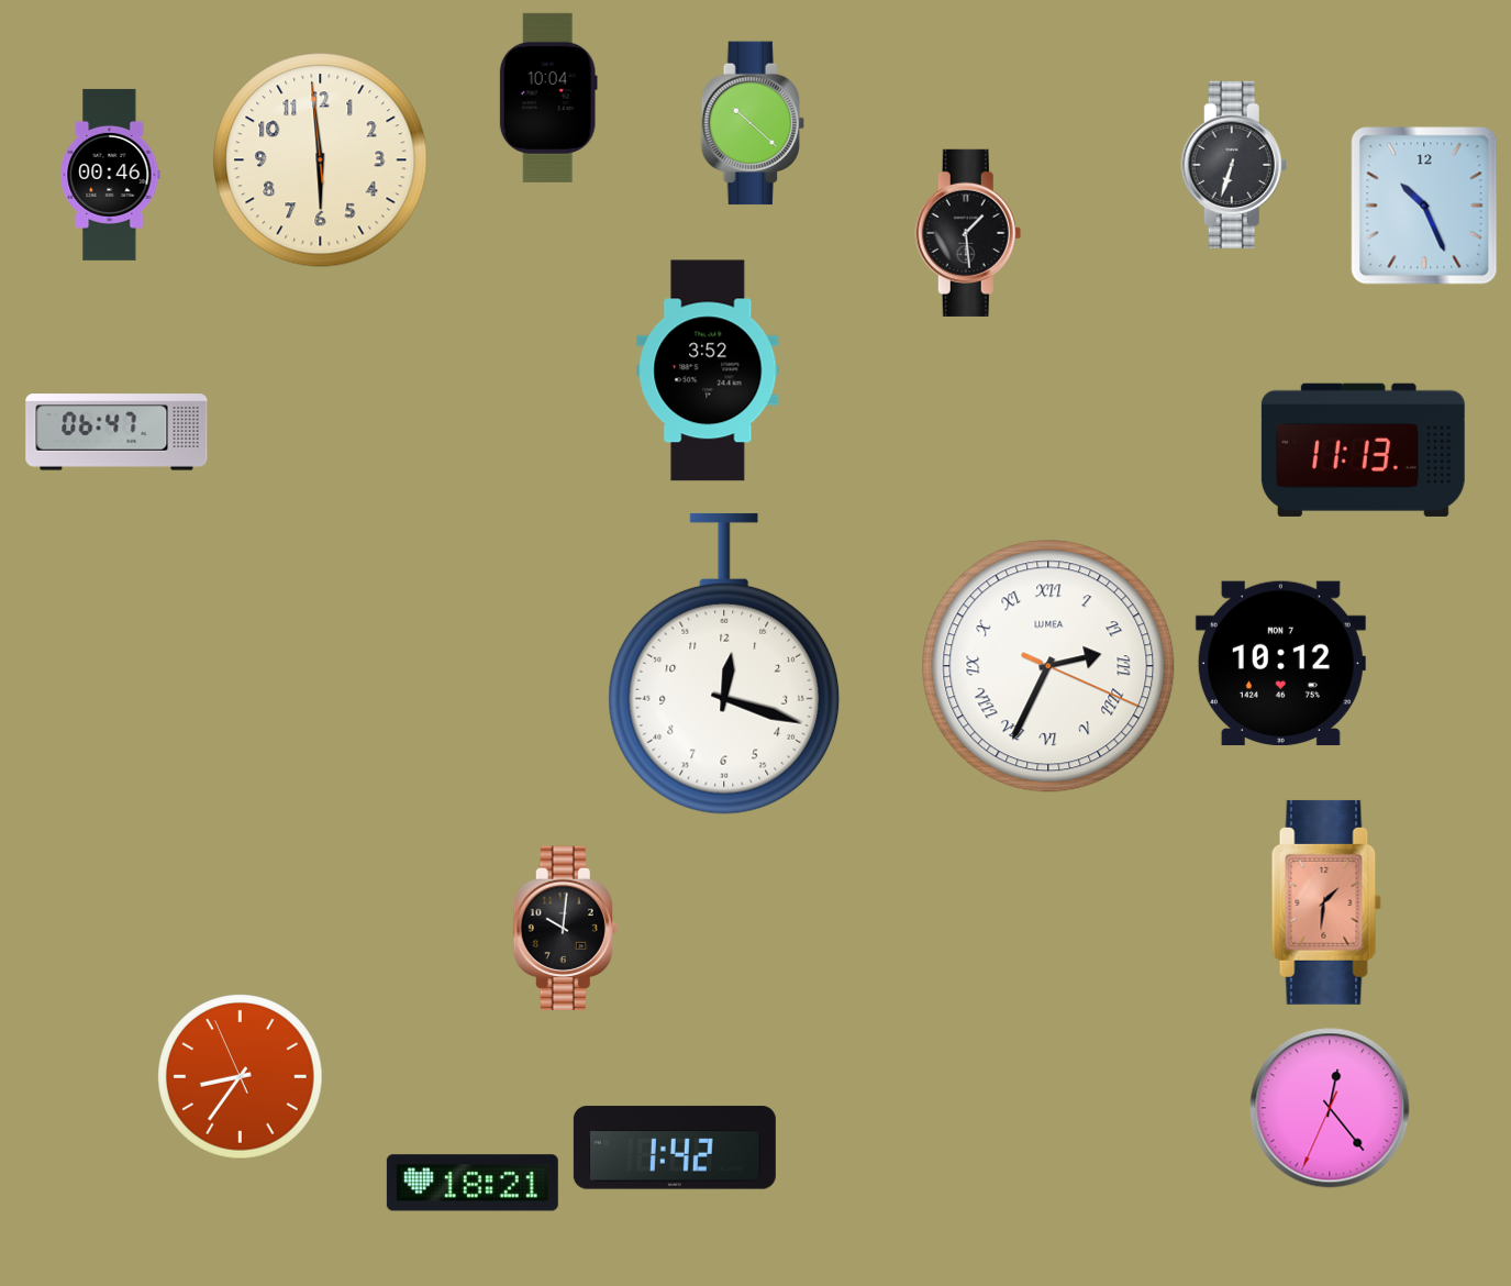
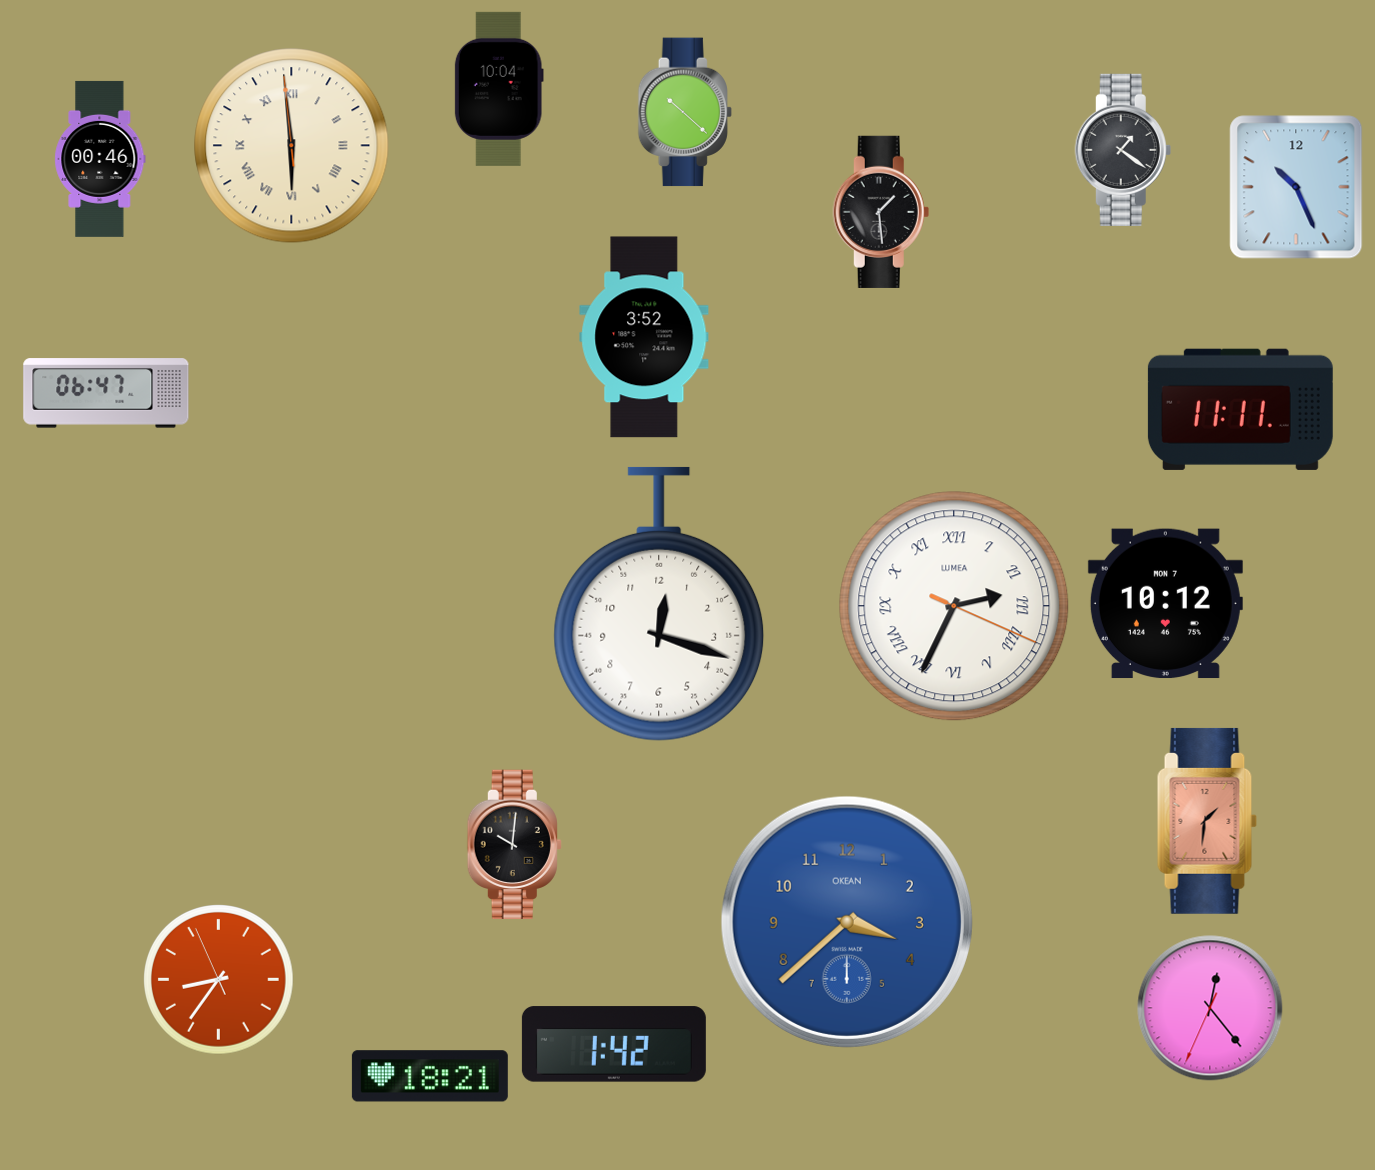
clock at (321, 160) numerals: Arabic -> Roman
clock at (1234, 165): 6:33 -> 1:21
clock at (1363, 450): 11:13 -> 11:11
clock at (847, 922): none -> 3:38
